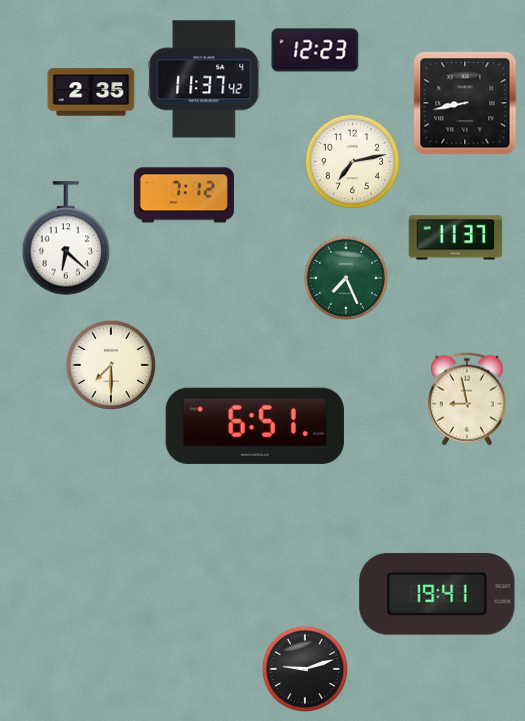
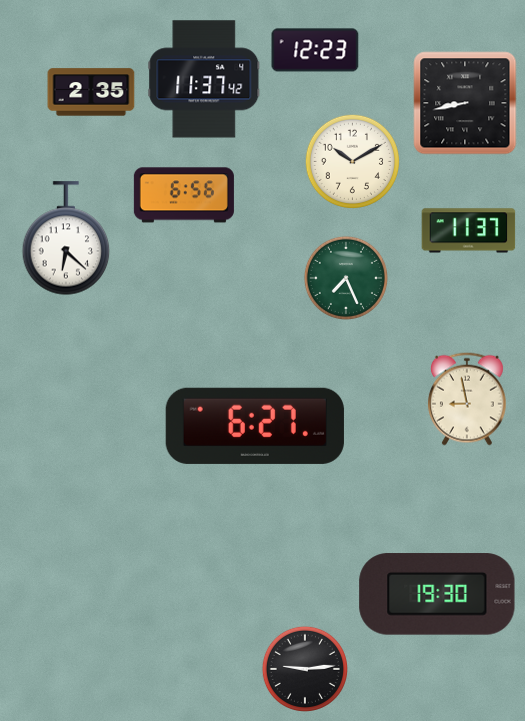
clock at (352, 161): 7:13 -> 10:10
clock at (184, 195): 7:12 -> 6:56
clock at (456, 238) position: (456, 238) -> (469, 231)
clock at (110, 364): 7:30 -> none
clock at (255, 426): 6:51 -> 6:27
clock at (437, 594): 19:41 -> 19:30
clock at (305, 669): 9:12 -> 9:14
